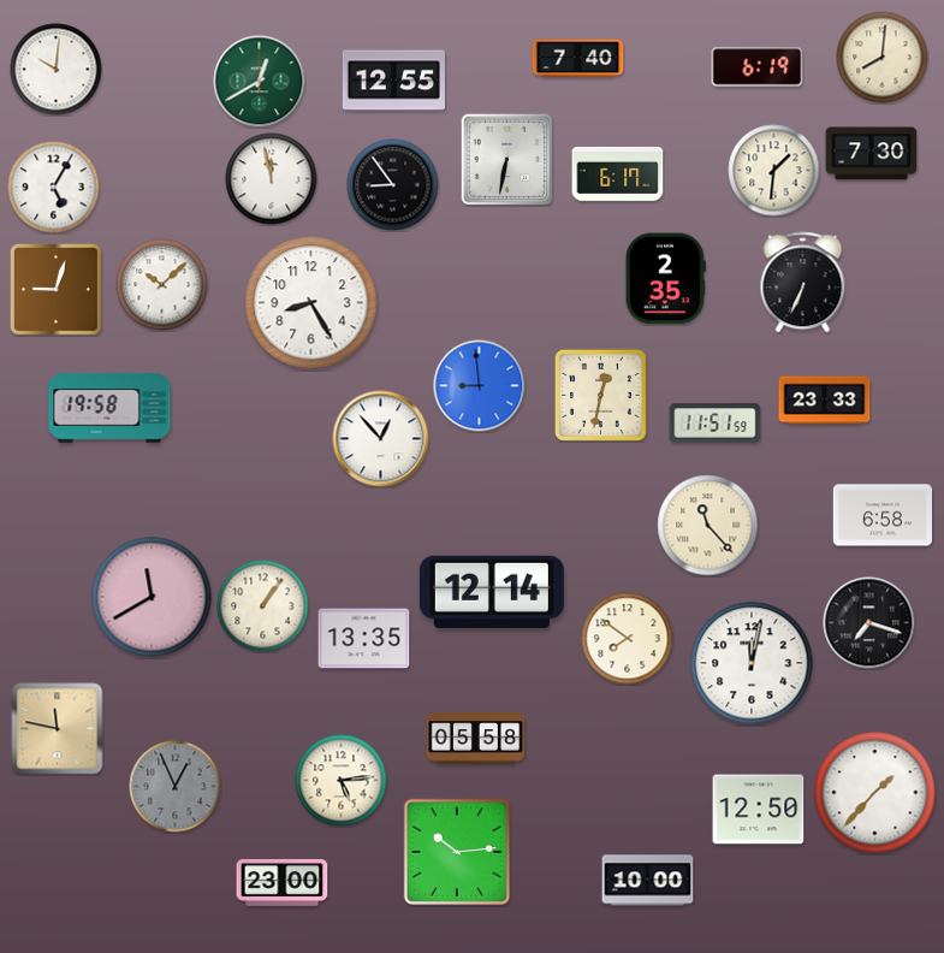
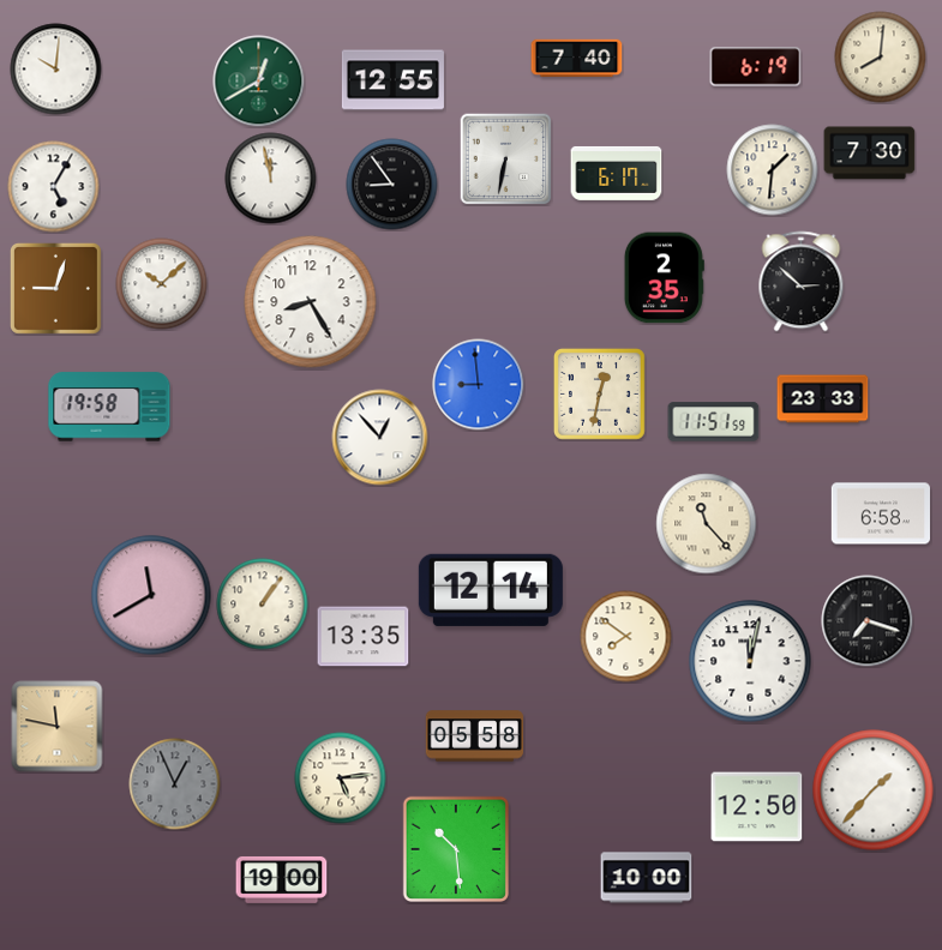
clock at (803, 283): 6:34 -> 2:52
clock at (456, 851): 10:14 -> 10:29
clock at (283, 882): 23:00 -> 19:00
